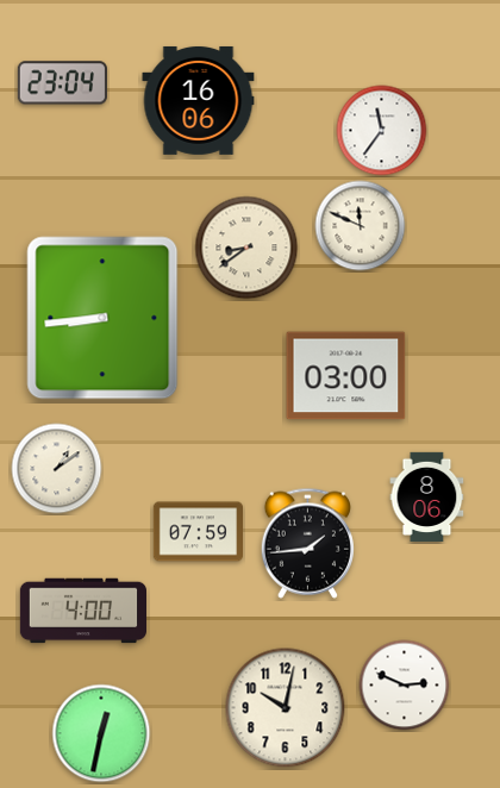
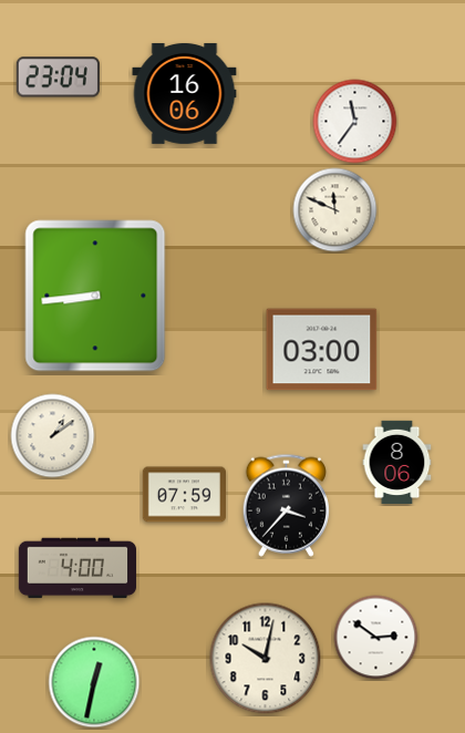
clock at (246, 248): 8:39 -> none
clock at (307, 543): 1:44 -> 3:37
clock at (405, 686): 2:49 -> 2:51
